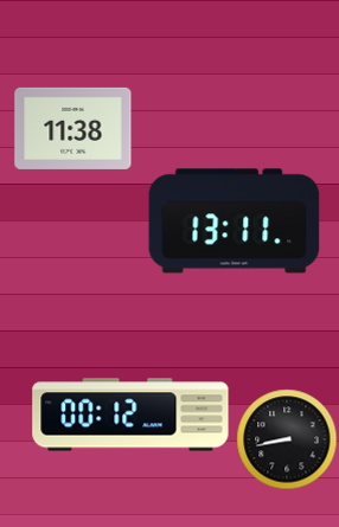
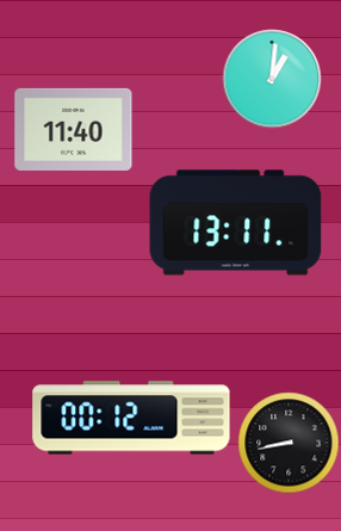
clock at (272, 79): none -> 1:01
clock at (73, 128): 11:38 -> 11:40
